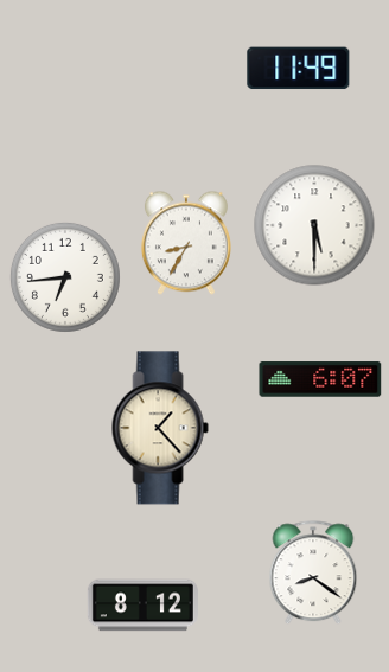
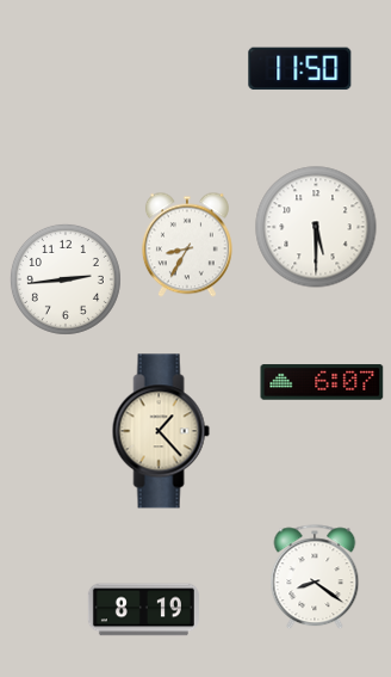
clock at (299, 69): 11:49 -> 11:50
clock at (65, 277): 6:44 -> 2:44
clock at (142, 606): 8:12 -> 8:19
